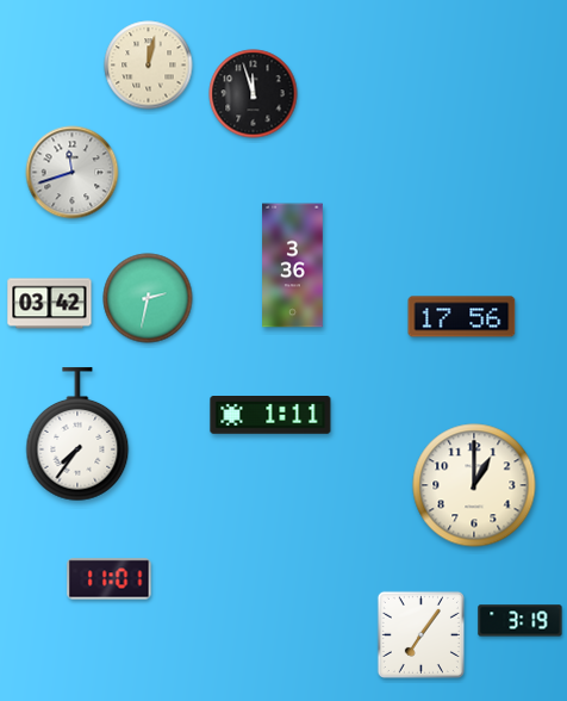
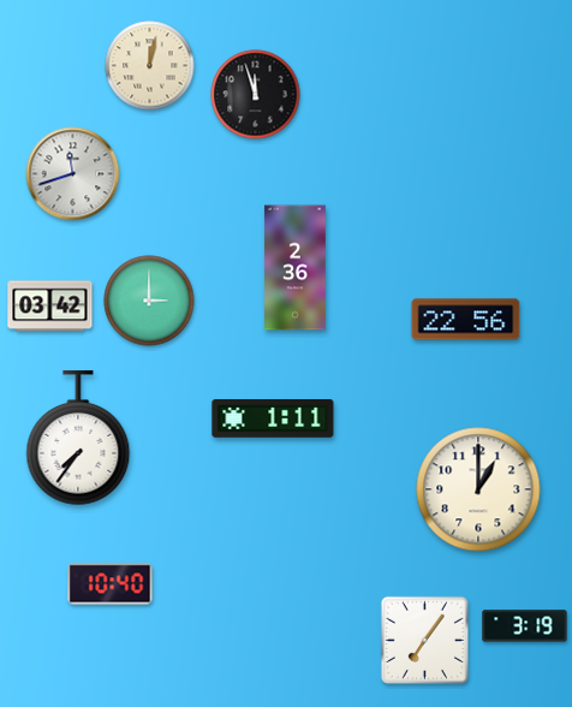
clock at (293, 266): 3:36 -> 2:36
clock at (148, 298): 2:32 -> 3:00
clock at (462, 317): 17:56 -> 22:56
clock at (110, 579): 11:01 -> 10:40
